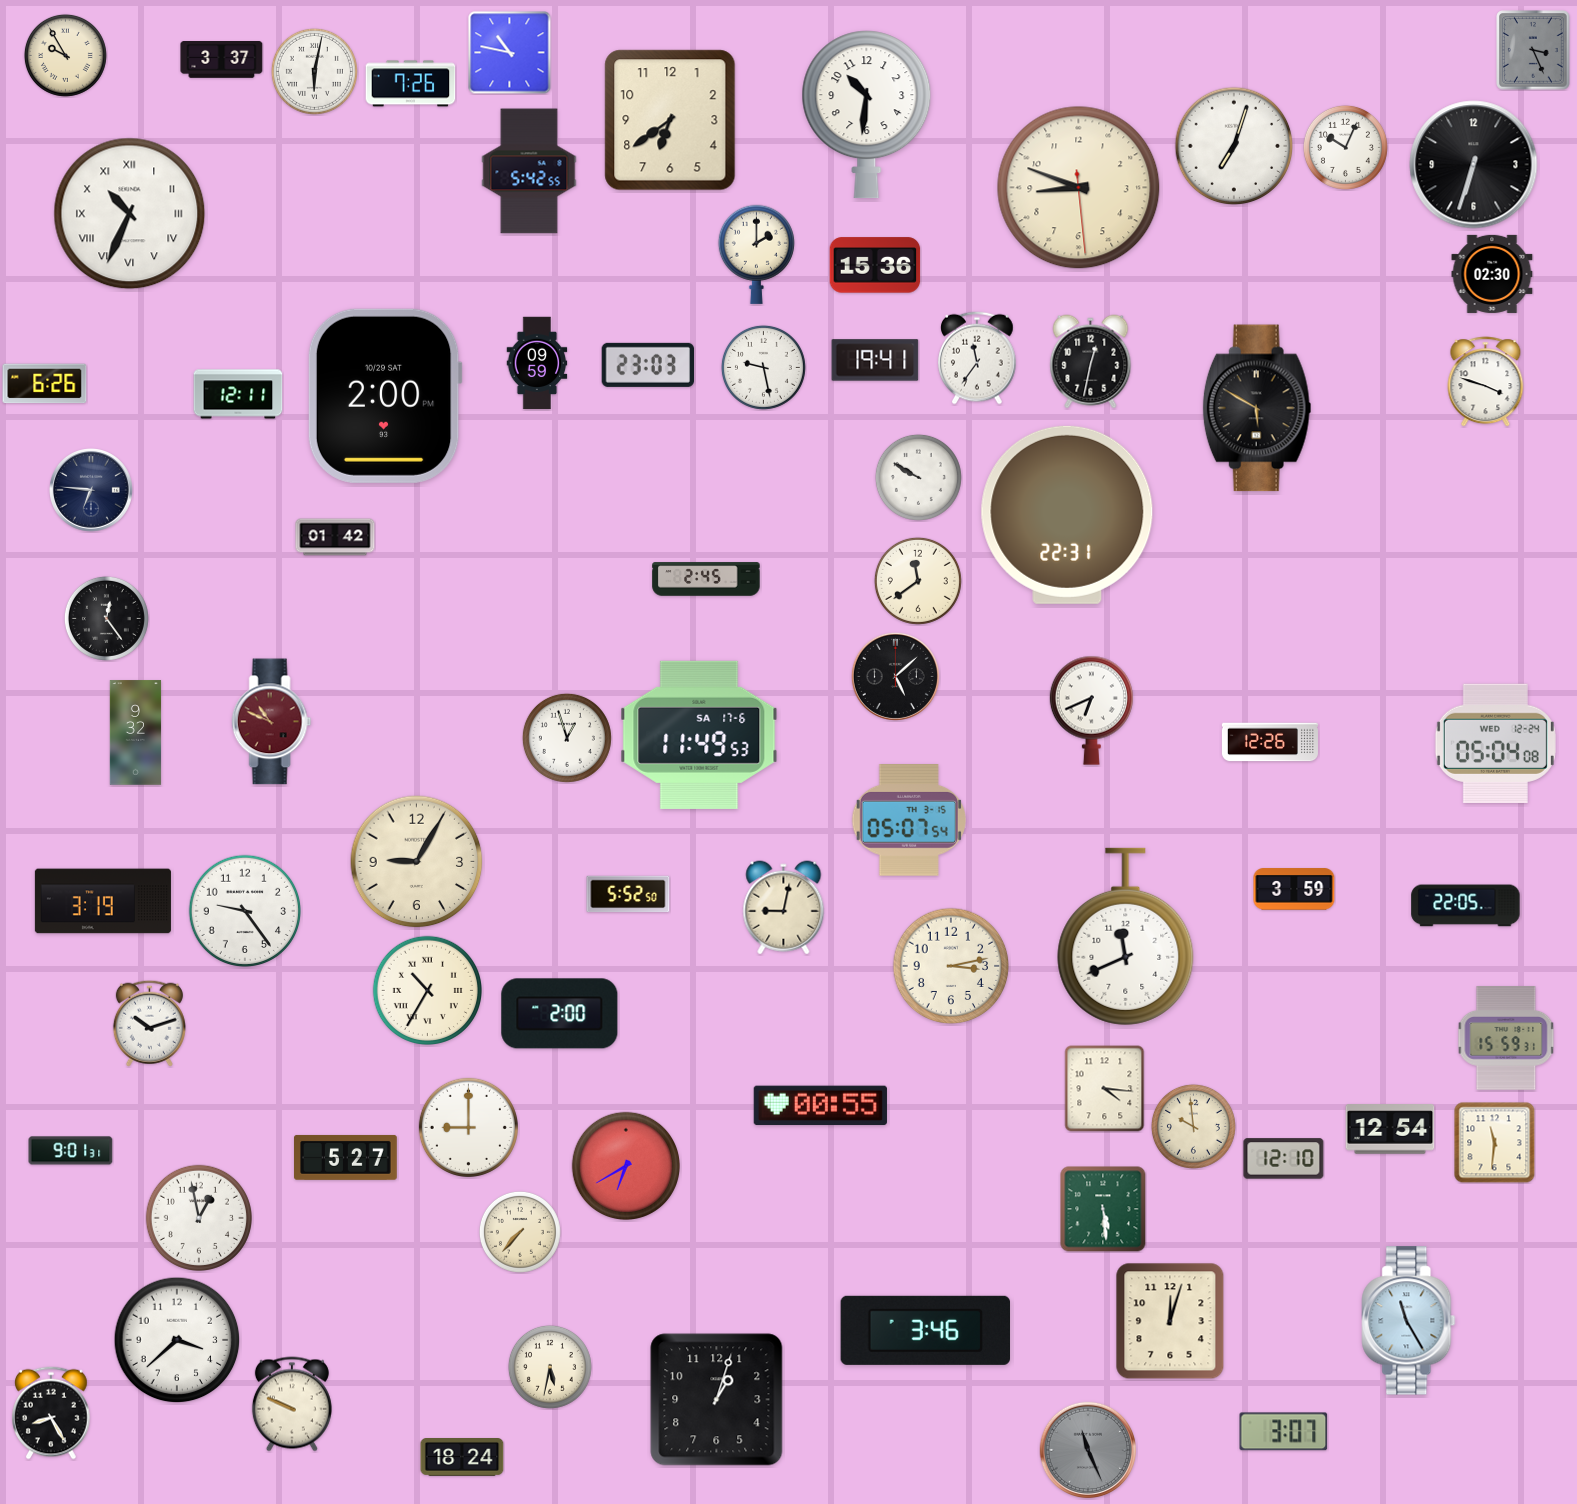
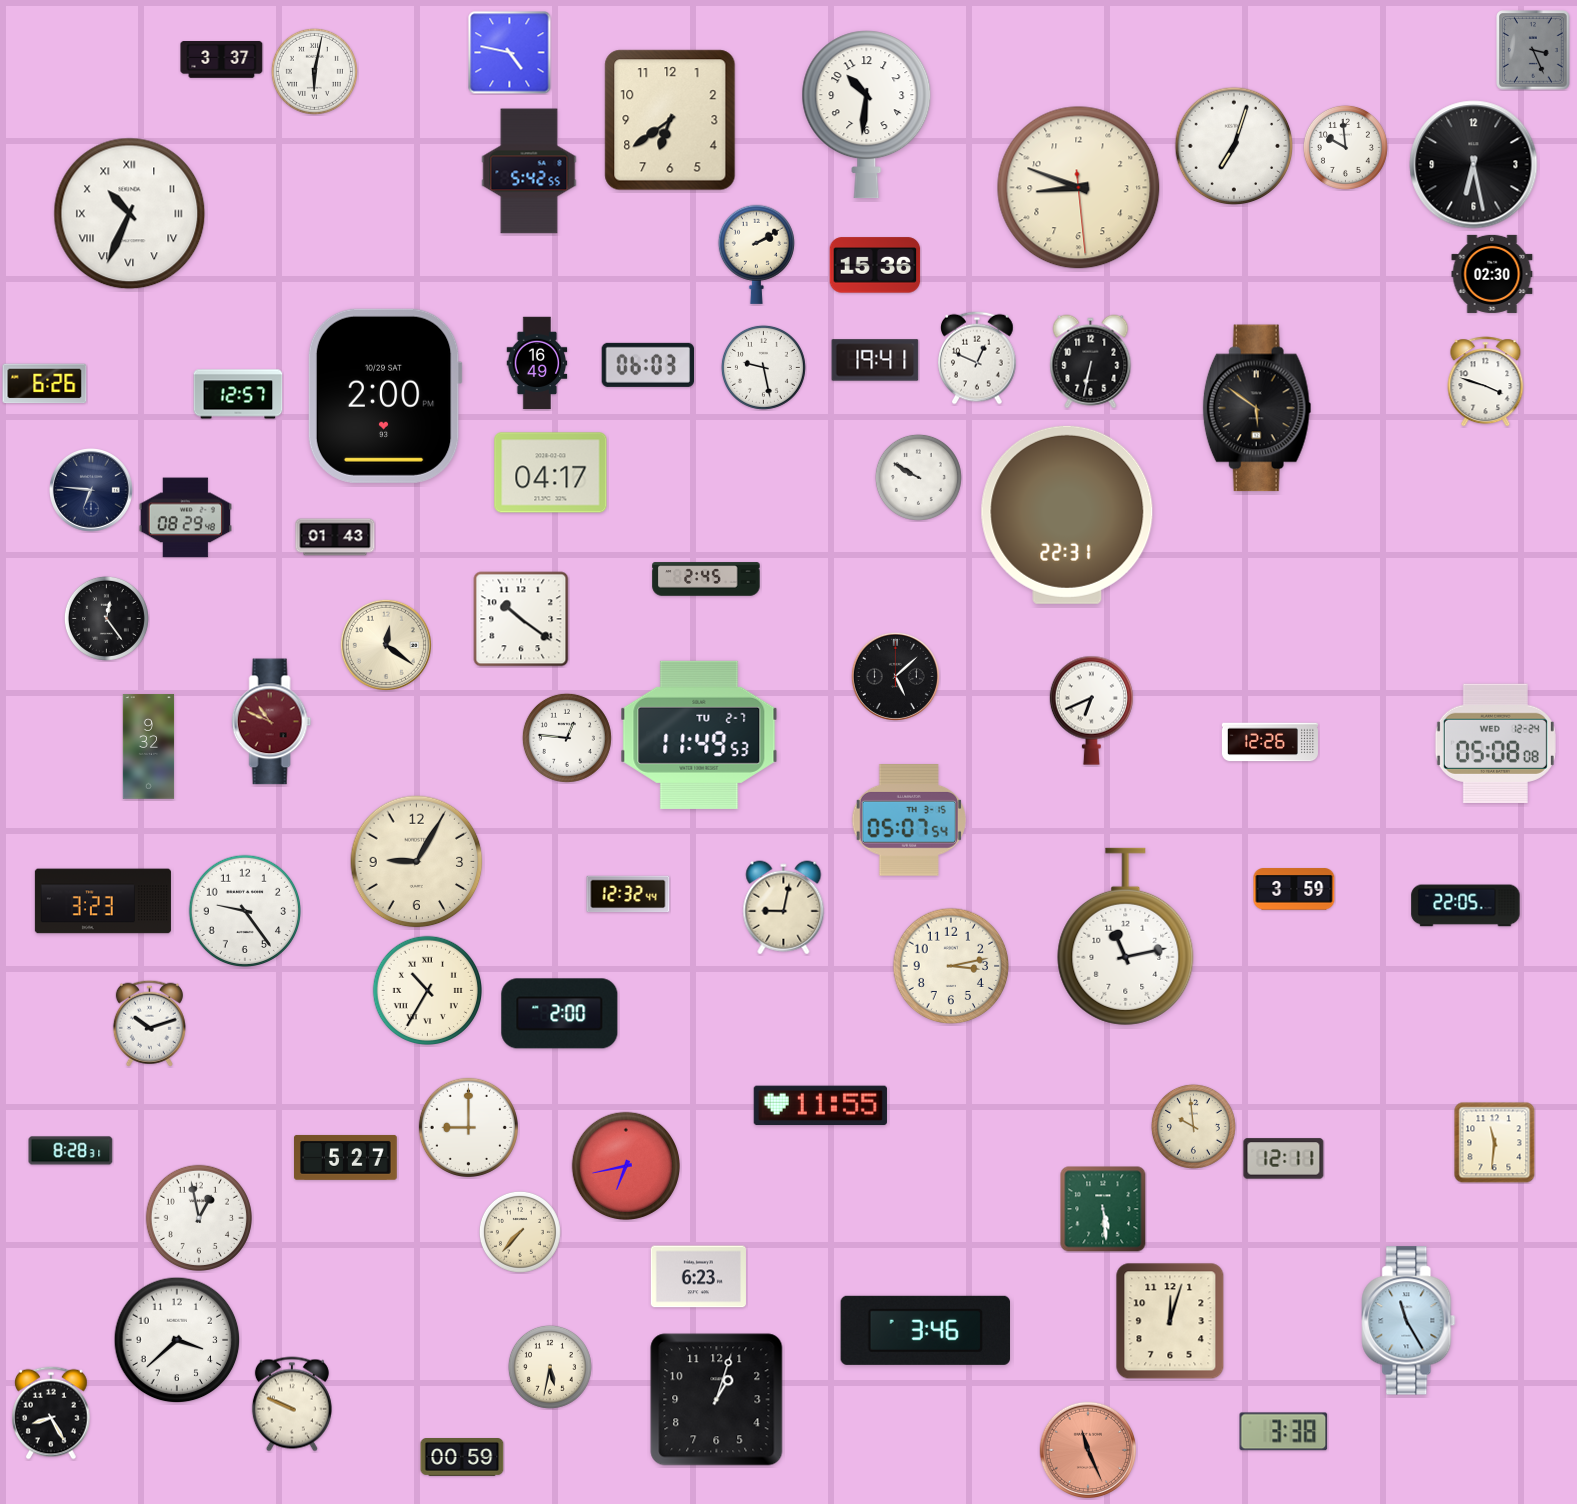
clock at (510, 53): 10:47 -> 4:47
clock at (65, 55): 9:55 -> none
clock at (411, 84): 7:26 -> none
clock at (1345, 147): 10:04 -> 9:59
clock at (1474, 165): 6:33 -> 6:28
clock at (756, 254): 2:00 -> 2:10
clock at (977, 358): 11:36 -> 12:49
clock at (1091, 362): 12:32 -> 6:32
clock at (537, 363): 09:59 -> 16:49
clock at (647, 365): 23:03 -> 06:03
clock at (238, 394): 12:11 -> 12:57
clock at (1257, 408): 5:50 -> 5:51
clock at (551, 473): none -> 04:17
clock at (185, 518): none -> 08:29
clock at (335, 537): 01:42 -> 01:43
clock at (918, 581): 11:39 -> none
clock at (521, 619): none -> 10:21
clock at (386, 645): none -> 12:21
clock at (136, 733) position: (136, 733) -> (149, 747)
clock at (699, 735) date: SA 17-6 -> TU 2-7
clock at (567, 738): 12:57 -> 12:46
clock at (1495, 743): 05:04 -> 05:08
clock at (628, 894): 5:52 -> 12:32
clock at (103, 901): 3:19 -> 3:23
clock at (1126, 936): 11:41 -> 11:13
clock at (1506, 1038): 15:59 -> none
clock at (1105, 1089): 4:16 -> none
clock at (820, 1106): 00:55 -> 11:55
clock at (1390, 1129): 12:54 -> none
clock at (71, 1151): 9:01 -> 8:28
clock at (1284, 1159): 12:10 -> 12:11
clock at (625, 1165): 6:40 -> 6:43
clock at (698, 1277): none -> 6:23
clock at (1284, 1432): 3:07 -> 3:38
clock at (1088, 1450) dial: grey -> salmon
clock at (462, 1458): 18:24 -> 00:59
